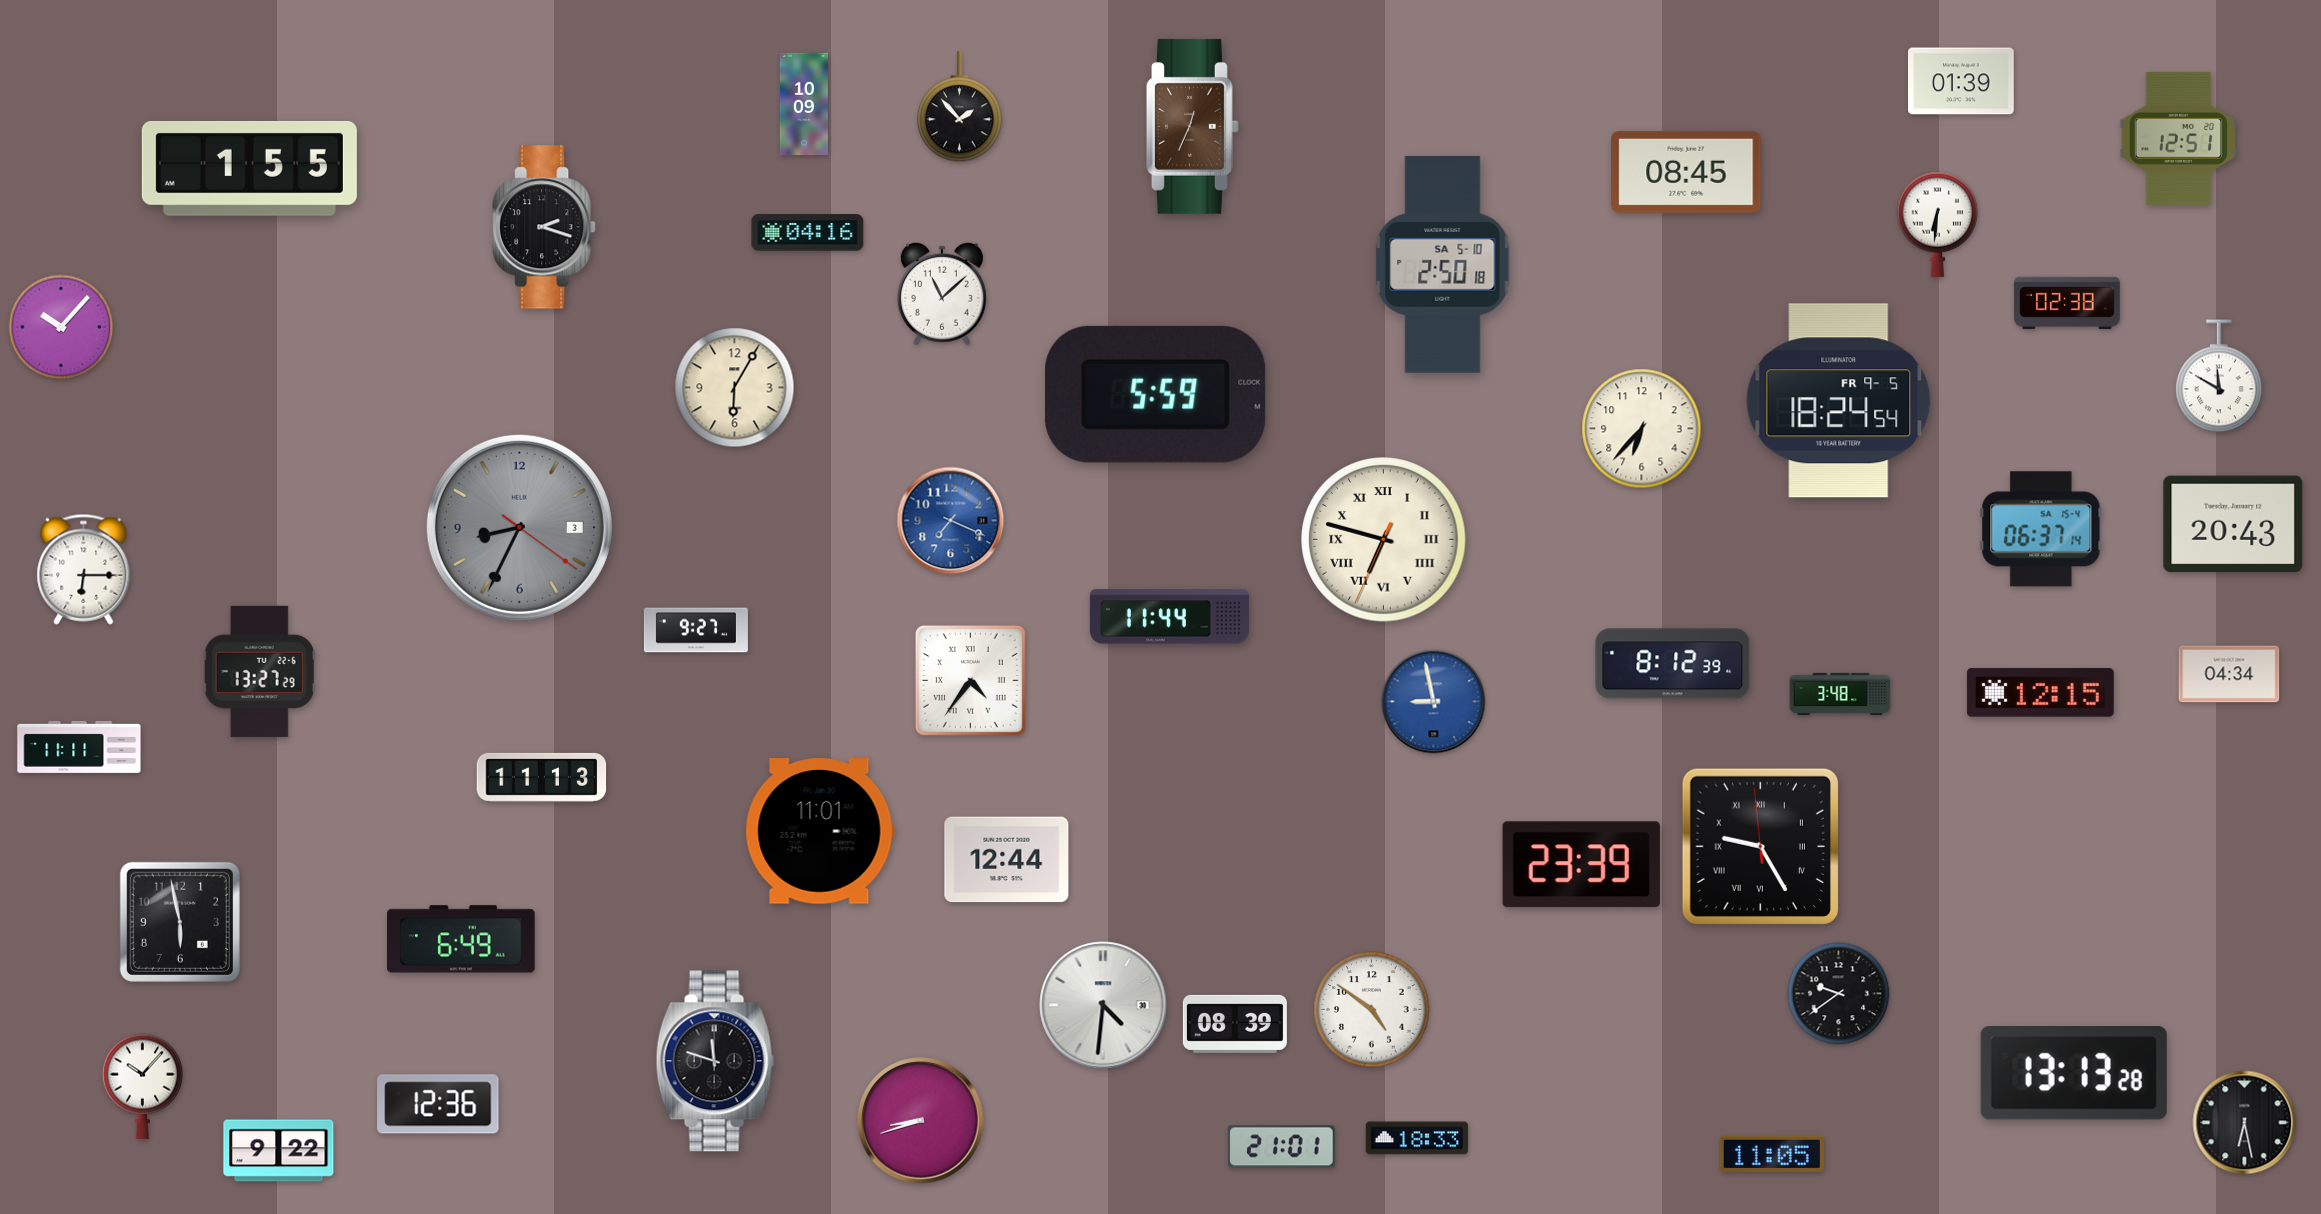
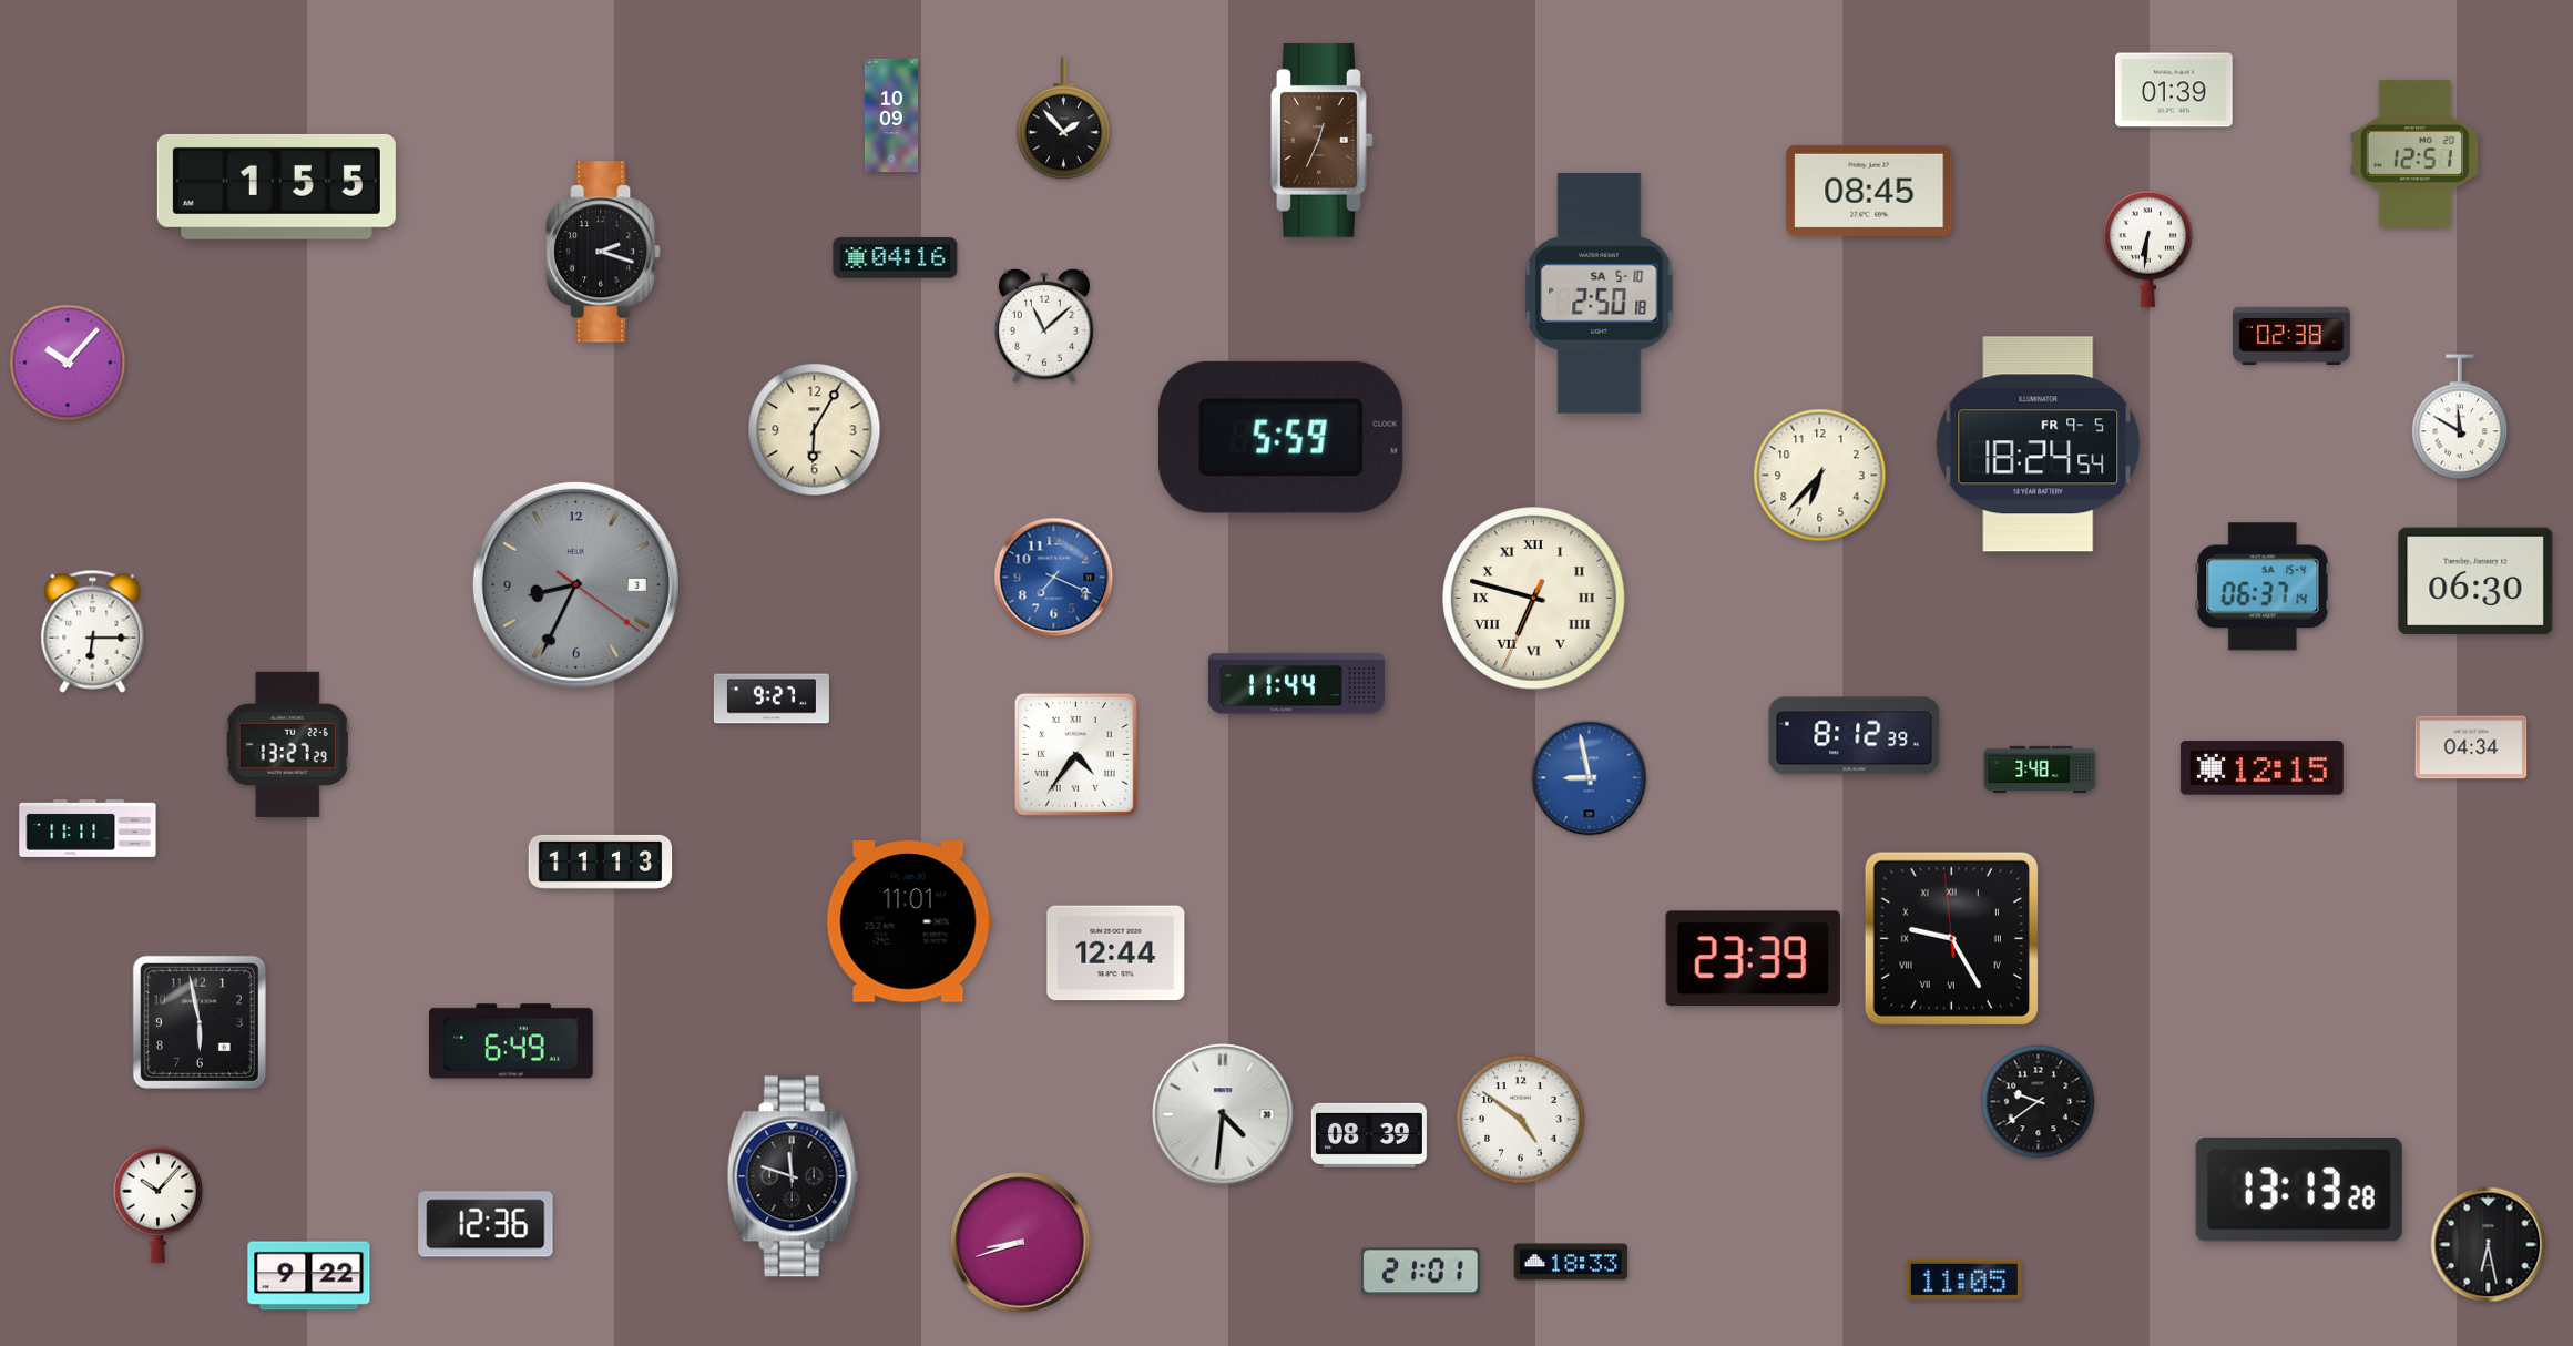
clock at (2233, 524): 20:43 -> 06:30
